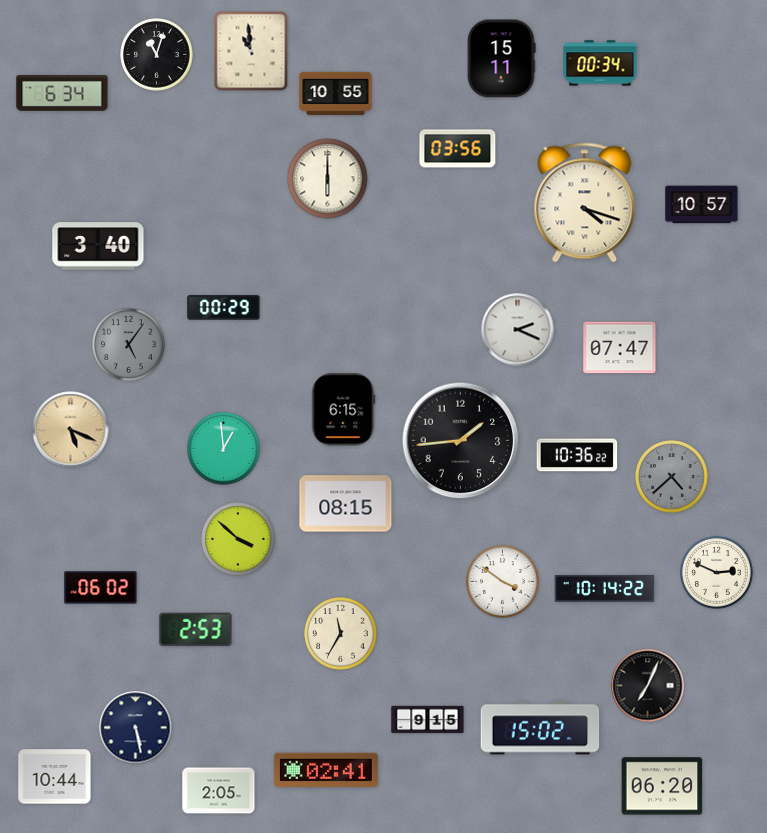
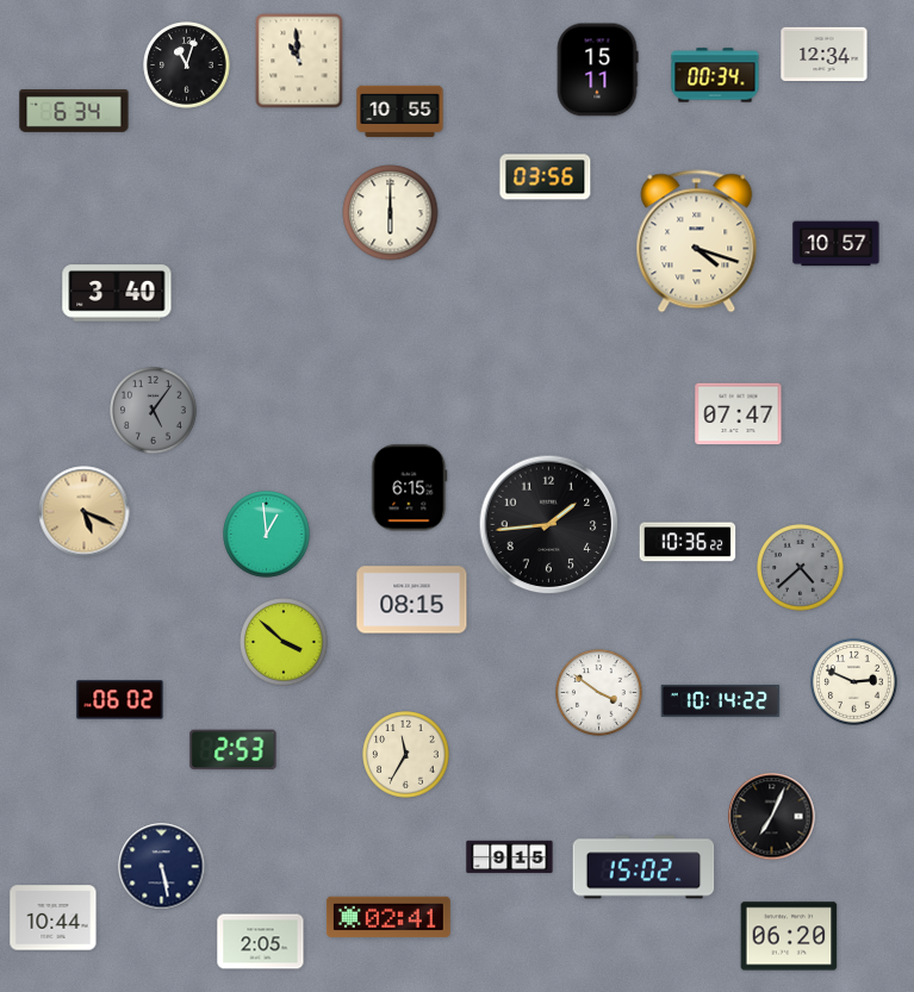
clock at (825, 55): none -> 12:34
clock at (224, 308): 00:29 -> none
clock at (518, 330): 2:19 -> none
clock at (55, 777) position: (55, 777) -> (54, 918)
